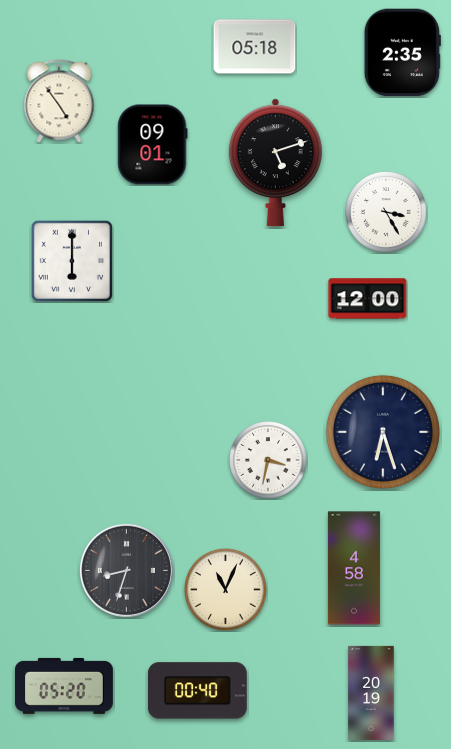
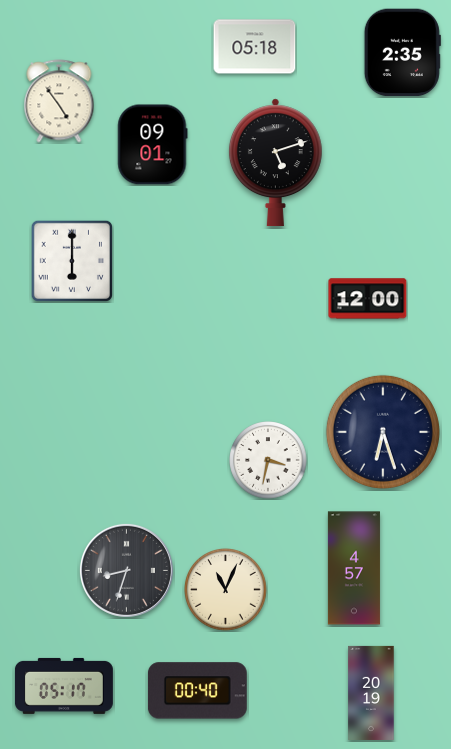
clock at (386, 212): 3:25 -> none
clock at (354, 568): 4:58 -> 4:57
clock at (64, 686): 05:20 -> 05:17
